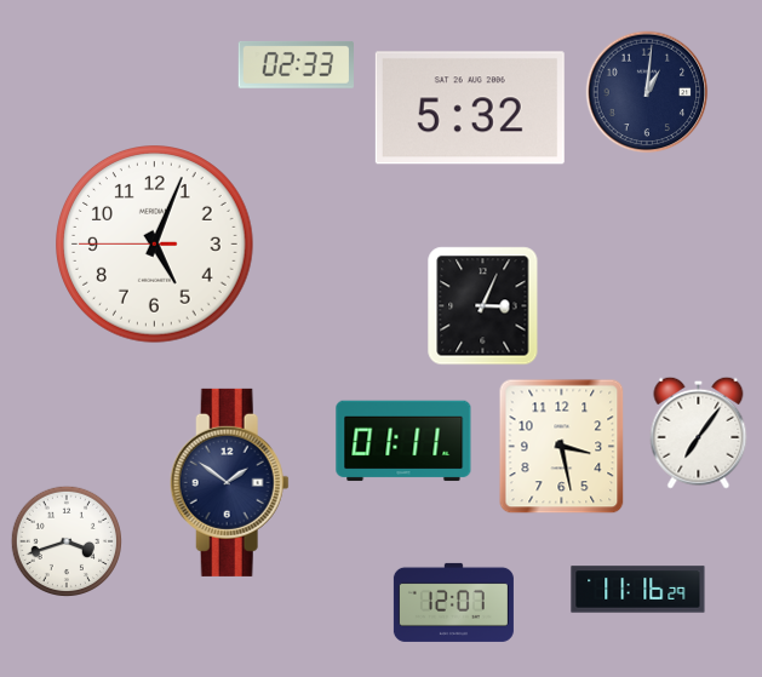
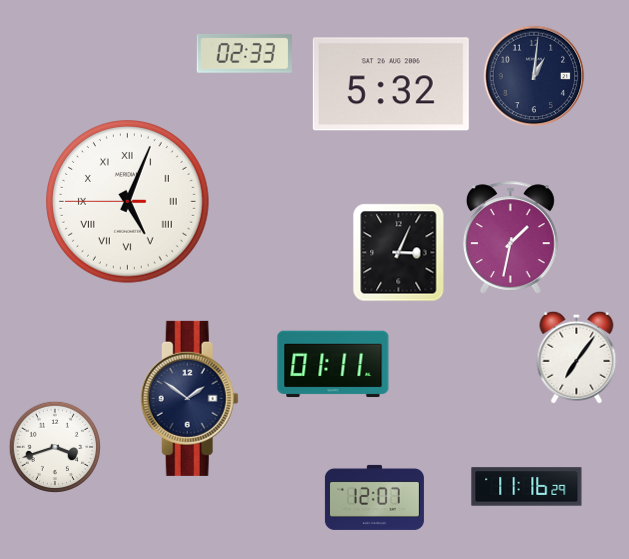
clock at (470, 108) position: (470, 108) -> (391, 84)
clock at (155, 245) numerals: Arabic -> Roman
clock at (510, 238): none -> 1:32
clock at (562, 447): 3:28 -> none
